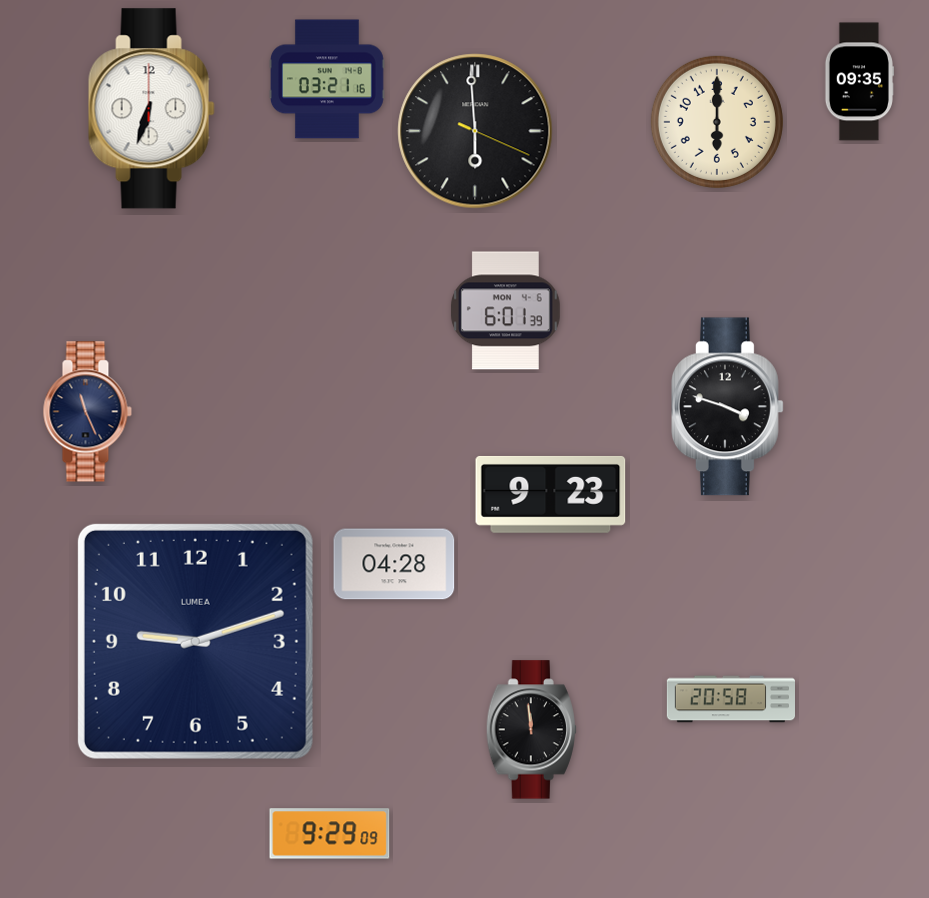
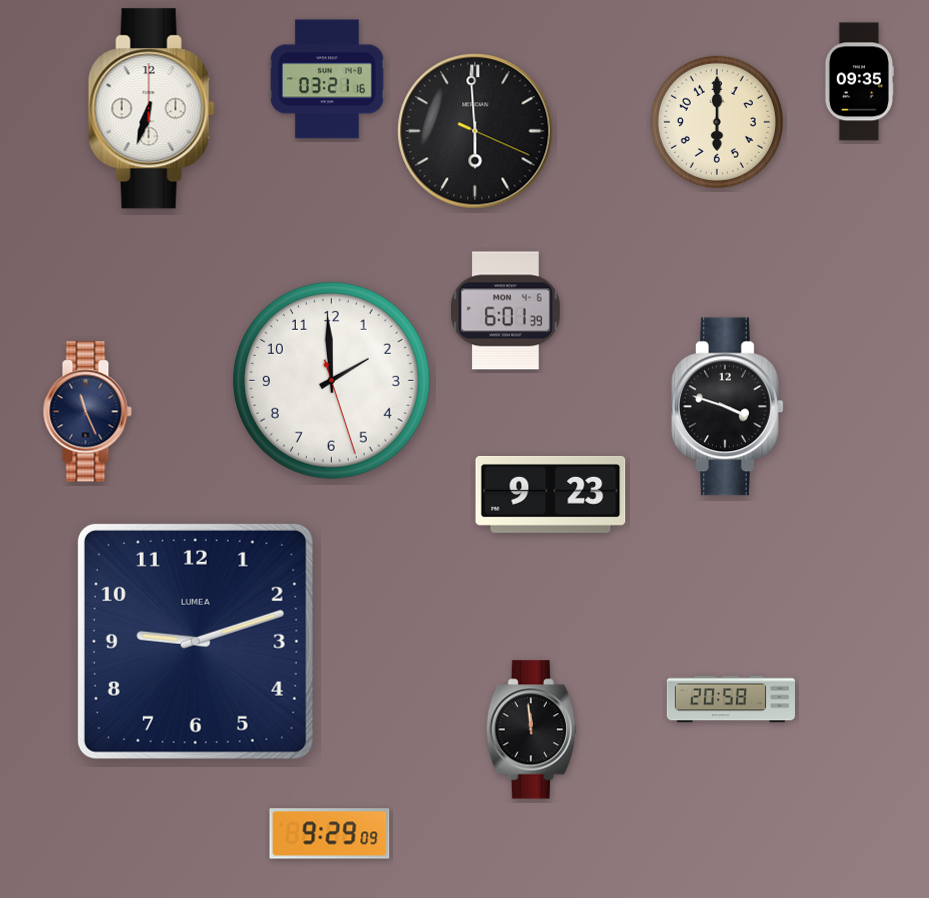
clock at (331, 380): none -> 1:59
clock at (394, 564): 04:28 -> none
